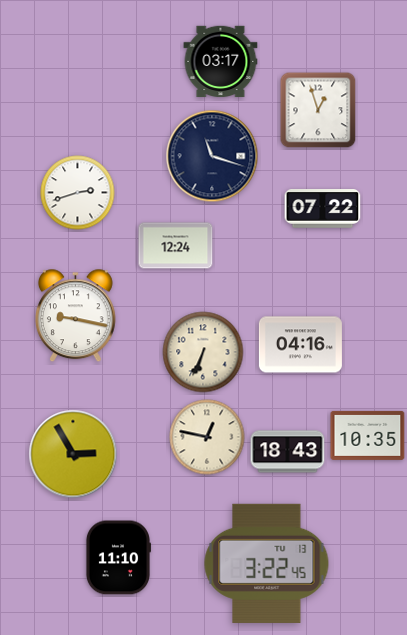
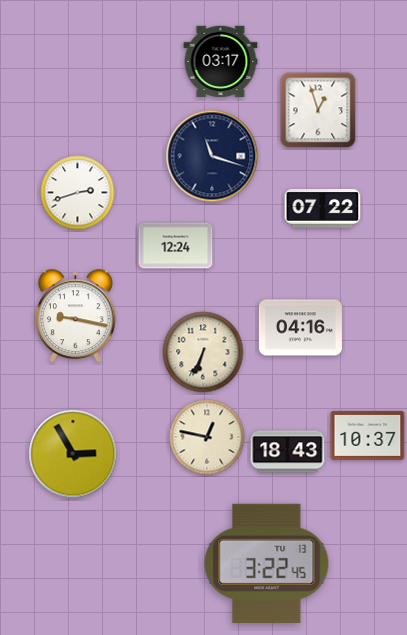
clock at (300, 345) position: (300, 345) -> (300, 328)
clock at (368, 435): 10:35 -> 10:37
clock at (118, 558): 11:10 -> none
